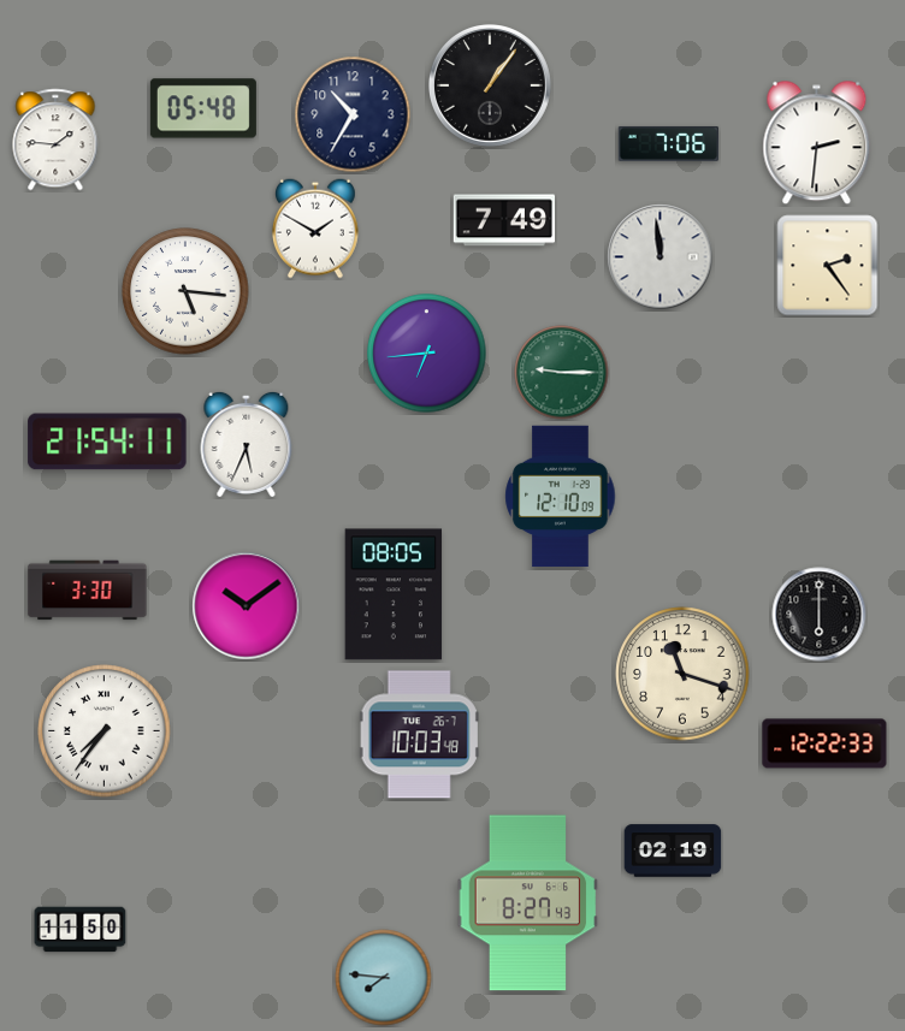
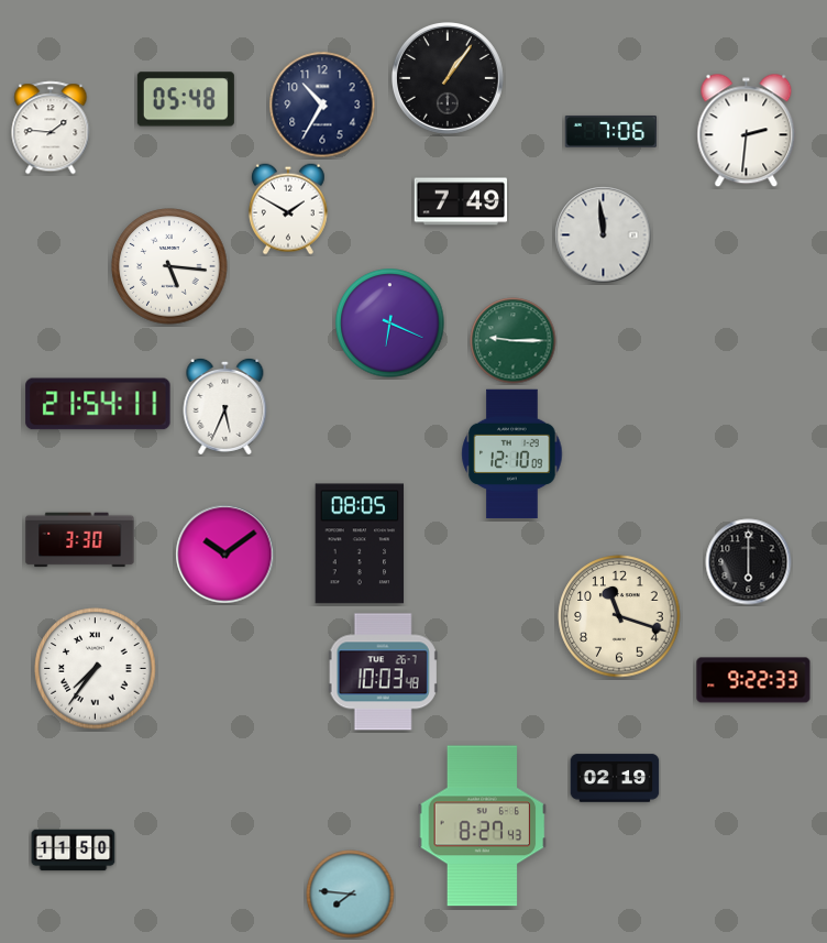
clock at (828, 266): 2:24 -> none
clock at (427, 354): 6:44 -> 6:19
clock at (682, 674) position: (682, 674) -> (619, 616)
clock at (824, 743): 12:22 -> 9:22
